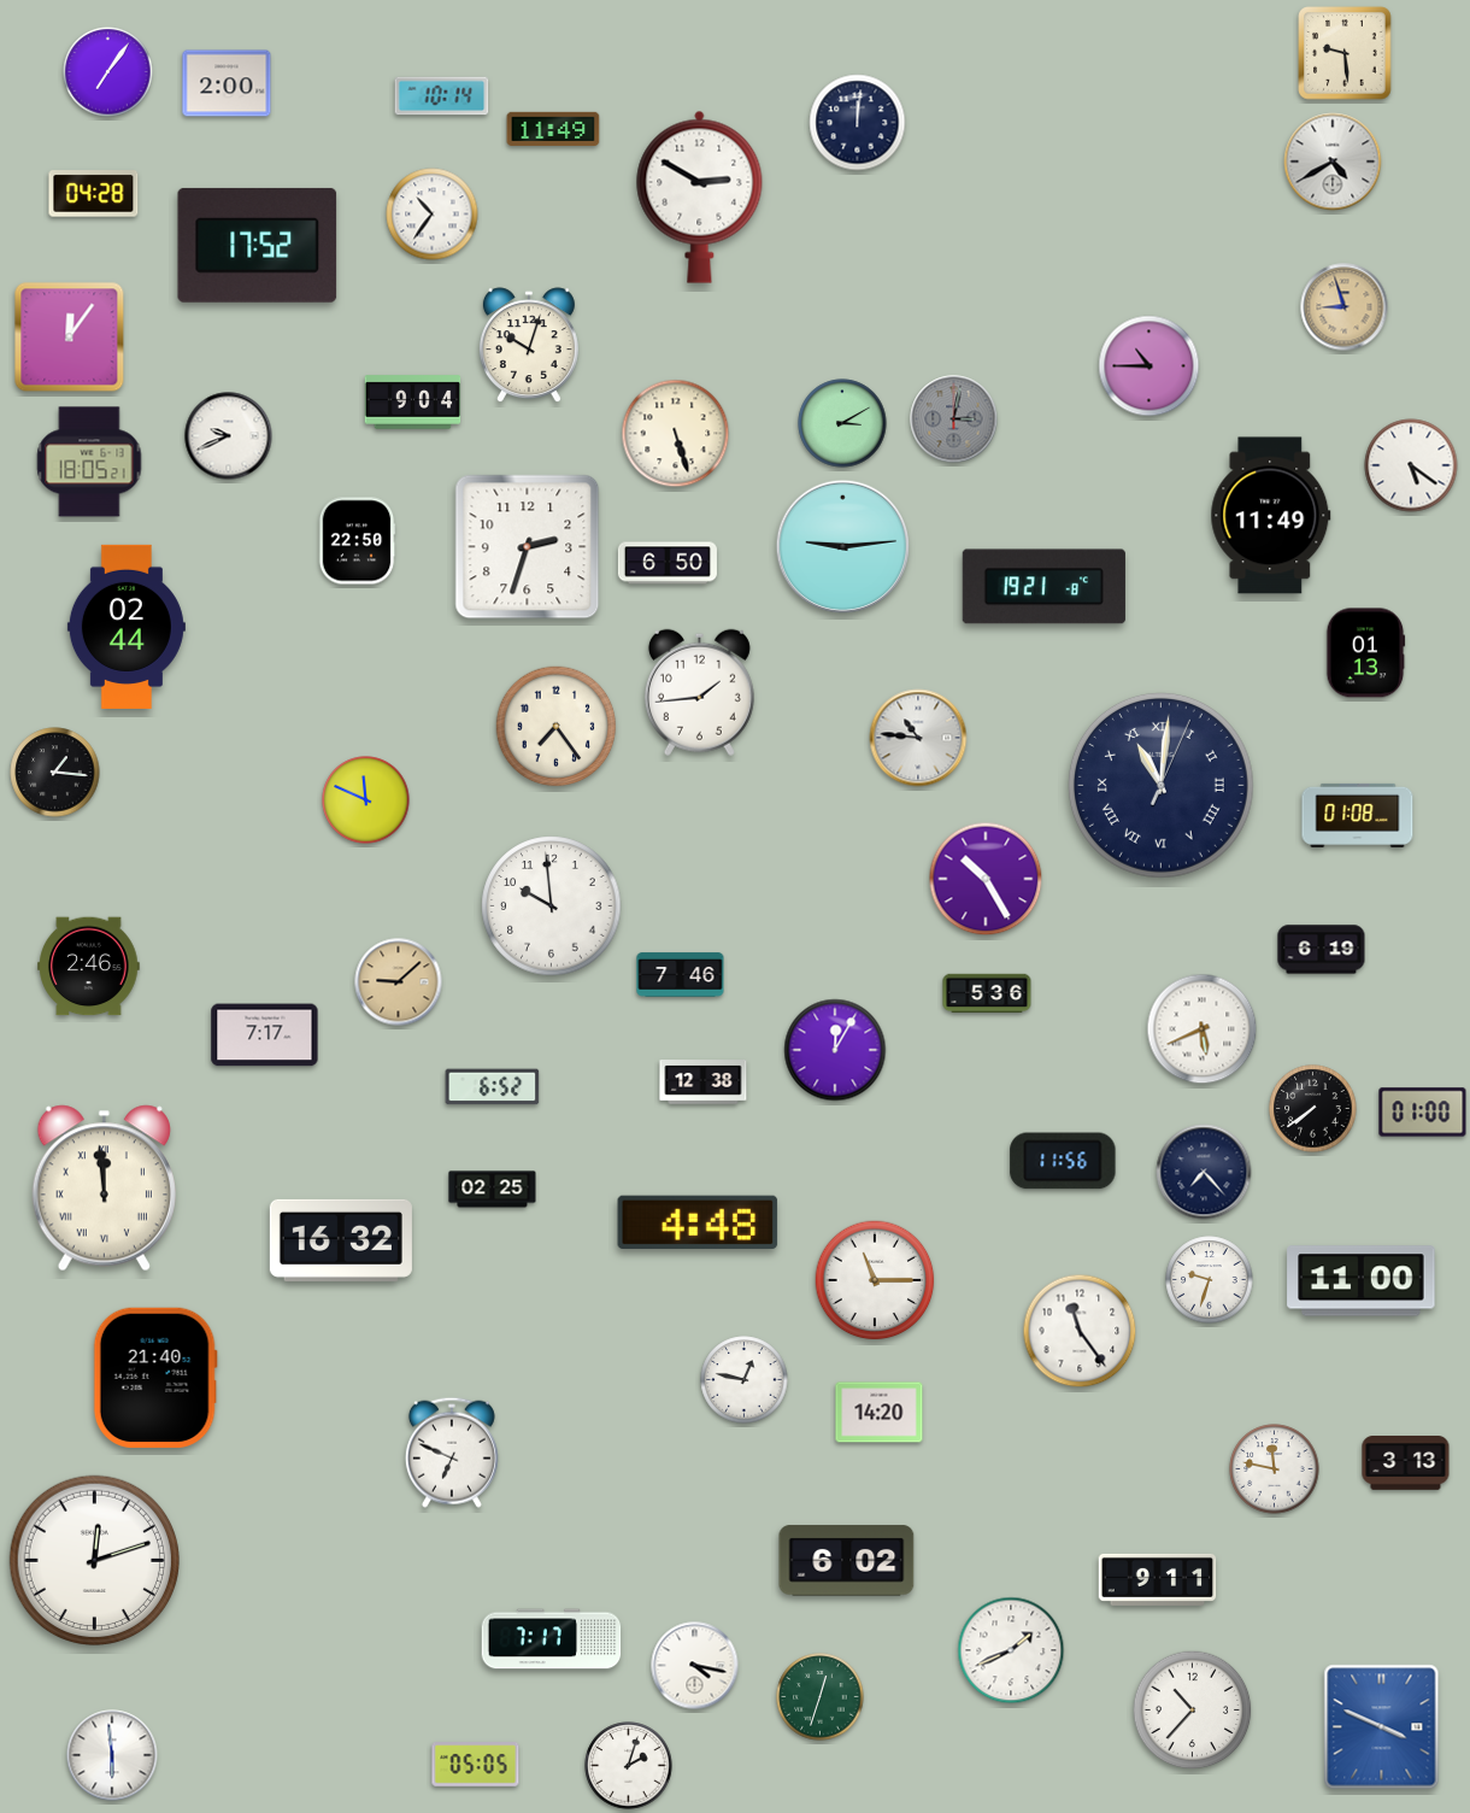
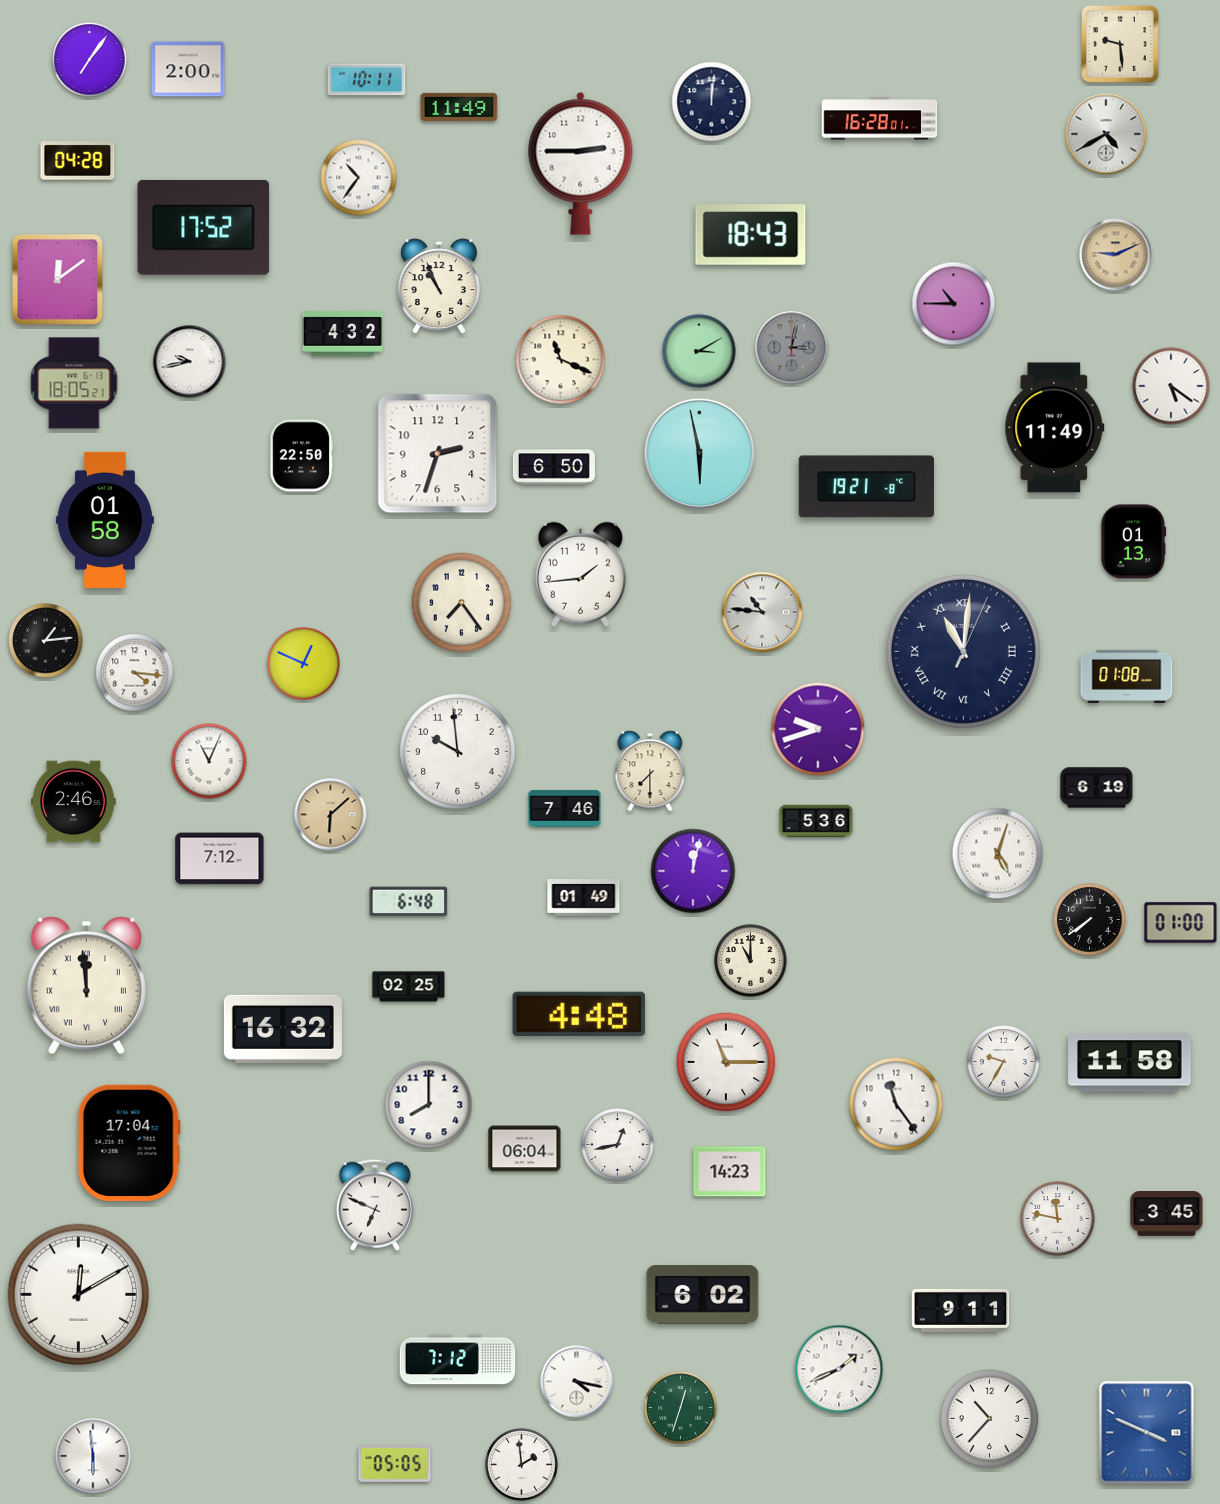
clock at (1345, 53) position: (1345, 53) -> (1120, 44)
clock at (442, 96): 10:14 -> 10:11
clock at (880, 119): none -> 16:28
clock at (700, 196): 2:50 -> 2:45
clock at (258, 245) position: (258, 245) -> (204, 227)
clock at (751, 235): none -> 18:43
clock at (1345, 307): 8:57 -> 9:11
clock at (70, 338): 12:06 -> 12:09
clock at (529, 346): 10:03 -> 10:56
clock at (413, 403): 9:04 -> 4:32
clock at (676, 434): 5:27 -> 11:19
clock at (229, 436): 9:41 -> 9:43
clock at (357, 541) position: (357, 541) -> (301, 456)
clock at (843, 547): 9:14 -> 5:58
clock at (127, 627): 02:44 -> 01:58
clock at (55, 773): 1:16 -> 1:14
clock at (366, 800): 11:49 -> 12:49
clock at (135, 673): none -> 4:16
clock at (986, 879): 10:25 -> 9:42
clock at (209, 761): none -> 11:04
clock at (650, 771): none -> 7:30
clock at (399, 982): 9:08 -> 6:08
clock at (987, 993) position: (987, 993) -> (816, 821)
clock at (1203, 1029): 5:41 -> 5:03
clock at (265, 1035): 7:17 -> 7:12
clock at (835, 1050): 12:05 -> 12:02
clock at (704, 1082): 12:38 -> 01:49
clock at (493, 1087): 6:52 -> 6:48
clock at (751, 961): none -> 11:00
clock at (1063, 1161): 11:56 -> none
clock at (1204, 1172): 7:23 -> none
clock at (1210, 1280): 9:33 -> 9:35
clock at (1362, 1281): 11:00 -> 11:58
clock at (429, 1105): none -> 8:00
clock at (155, 1378): 21:40 -> 17:04
clock at (745, 1380): 12:47 -> 12:43
clock at (525, 1149): none -> 06:04
clock at (880, 1413): 14:20 -> 14:23
clock at (1406, 1463): 3:13 -> 3:45
clock at (95, 1561): 12:12 -> 12:10
clock at (552, 1639): 7:17 -> 7:12
clock at (629, 1766): 2:03 -> 1:59
